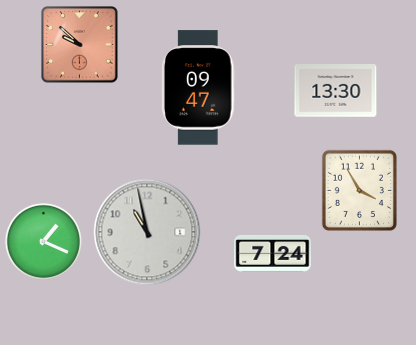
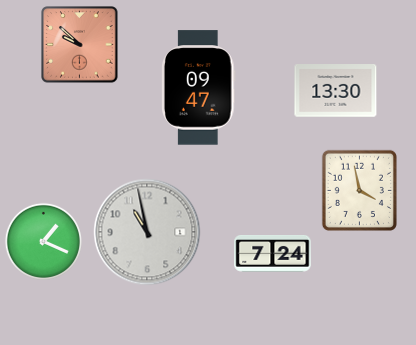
clock at (359, 190): 3:55 -> 3:58
